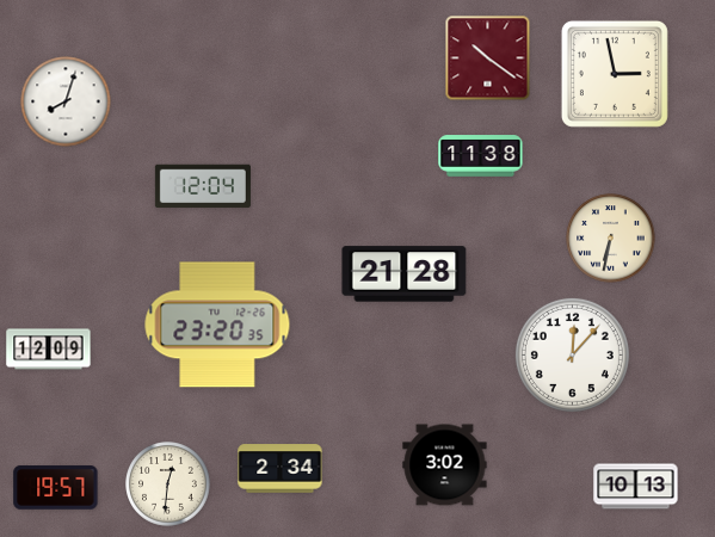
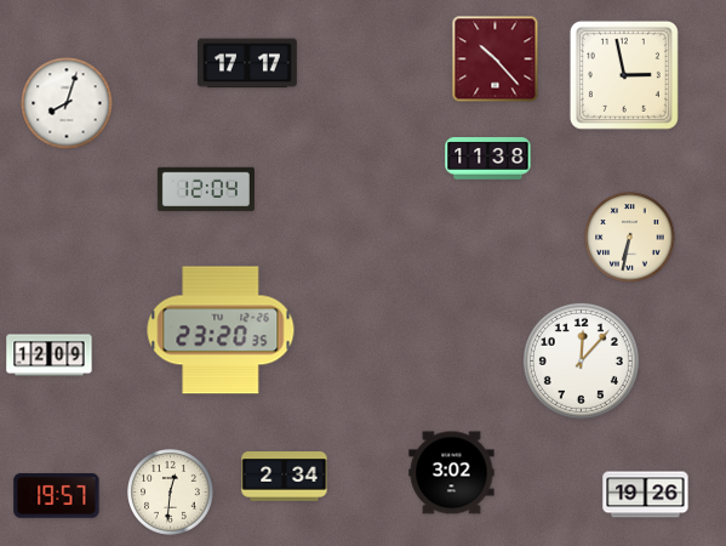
clock at (488, 58): 10:21 -> 10:23
clock at (248, 63): none -> 17:17
clock at (611, 239) position: (611, 239) -> (630, 238)
clock at (405, 274): 21:28 -> none
clock at (636, 487): 10:13 -> 19:26
